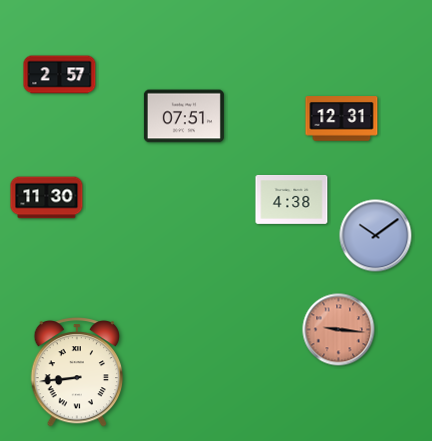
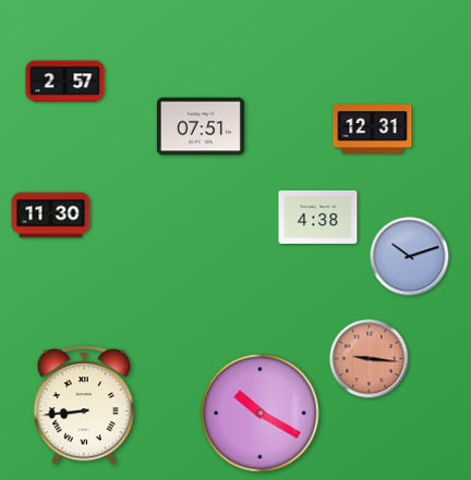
clock at (376, 236): 10:09 -> 10:12
clock at (261, 414): none -> 10:20
